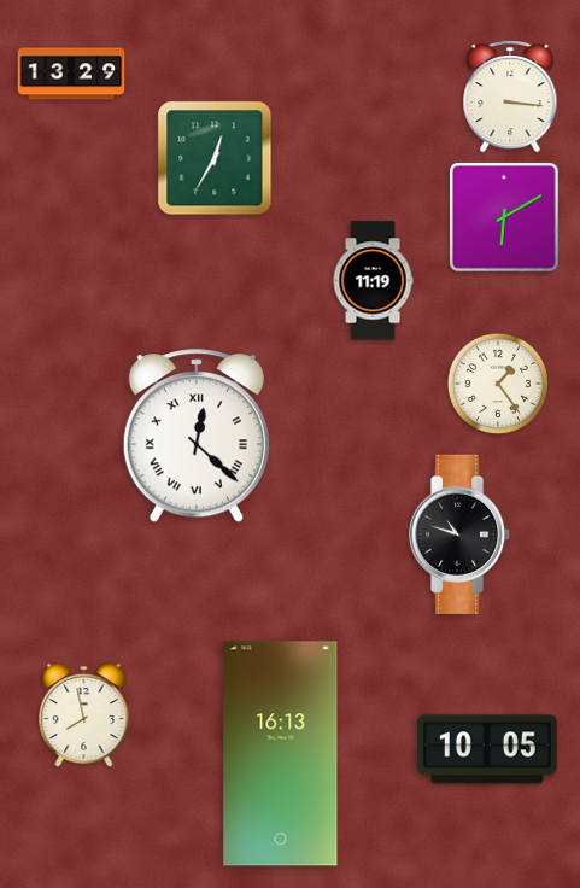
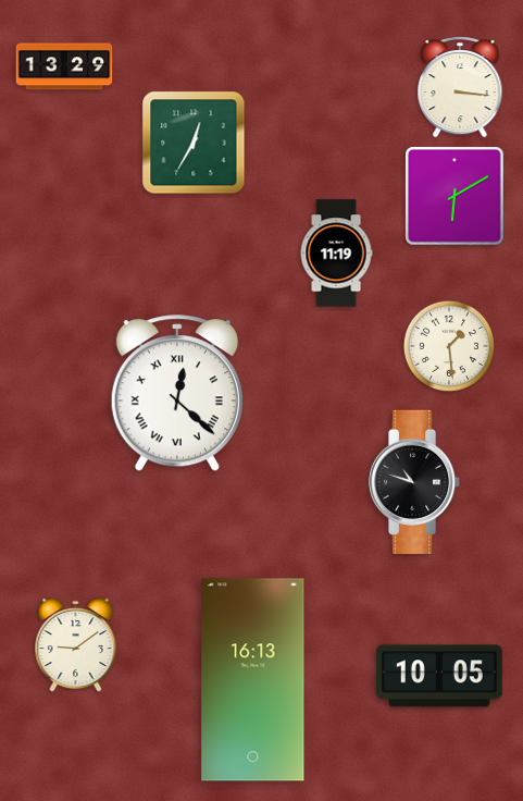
clock at (497, 382): 1:24 -> 1:29
clock at (84, 715): 7:58 -> 9:09
